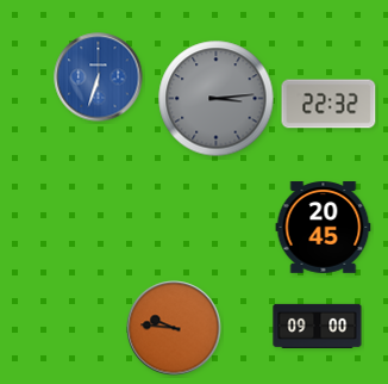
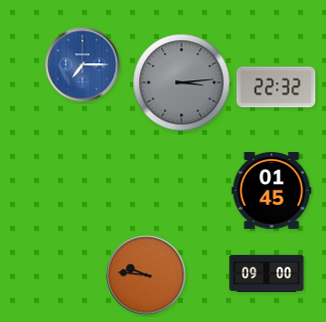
clock at (99, 78): 6:33 -> 7:15
clock at (324, 228): 20:45 -> 01:45
